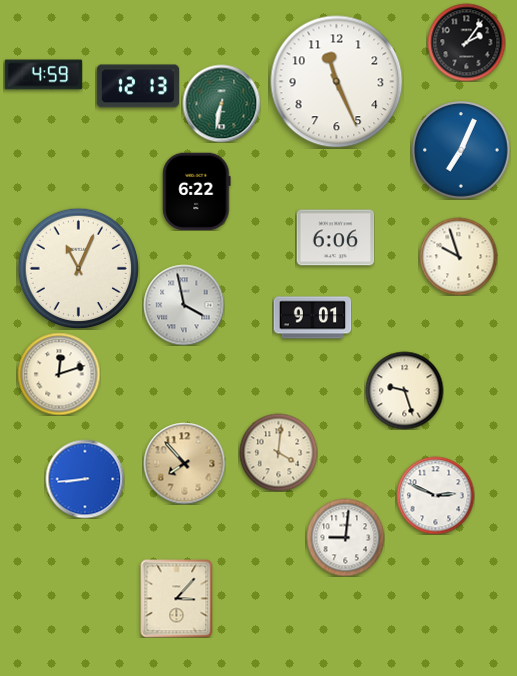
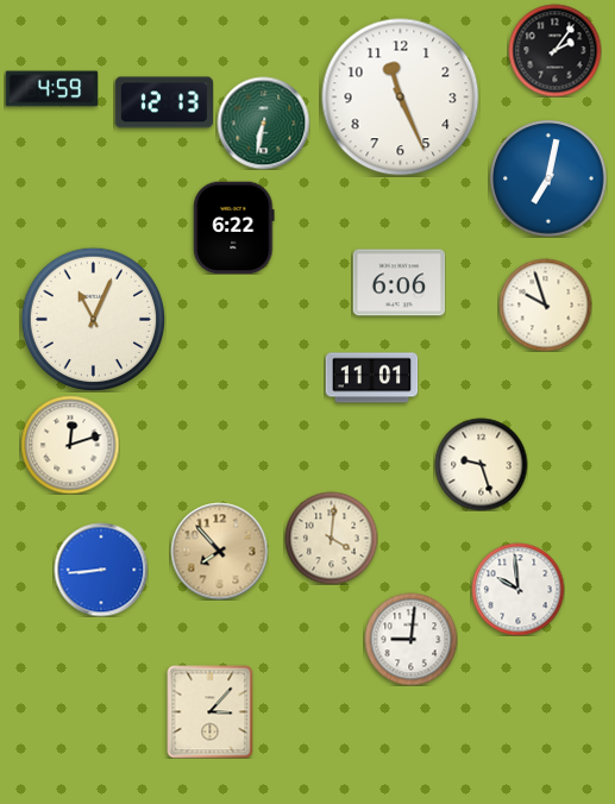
clock at (461, 150): 7:04 -> 7:02
clock at (184, 305): 3:58 -> none
clock at (312, 318): 9:01 -> 11:01
clock at (435, 495): 2:49 -> 9:59
